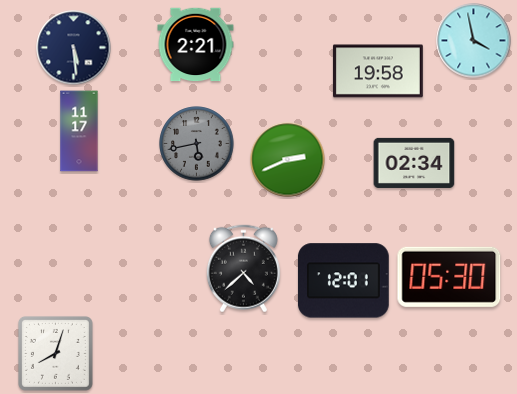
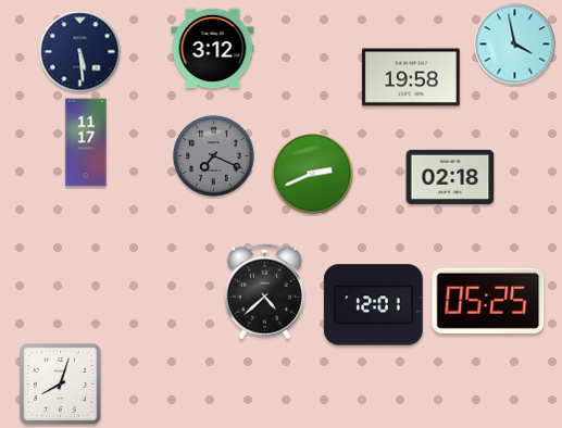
clock at (196, 45): 2:21 -> 3:12
clock at (197, 144): 5:43 -> 7:19
clock at (414, 163): 02:34 -> 02:18
clock at (449, 277): 05:30 -> 05:25
